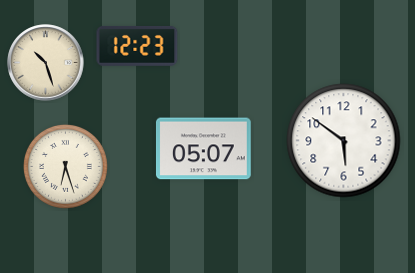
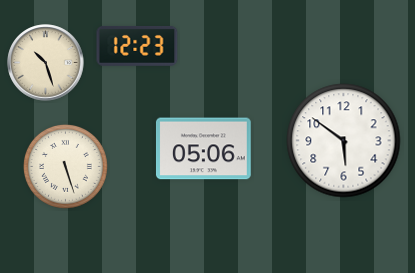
clock at (203, 149): 05:07 -> 05:06
clock at (65, 166): 6:27 -> 5:27
